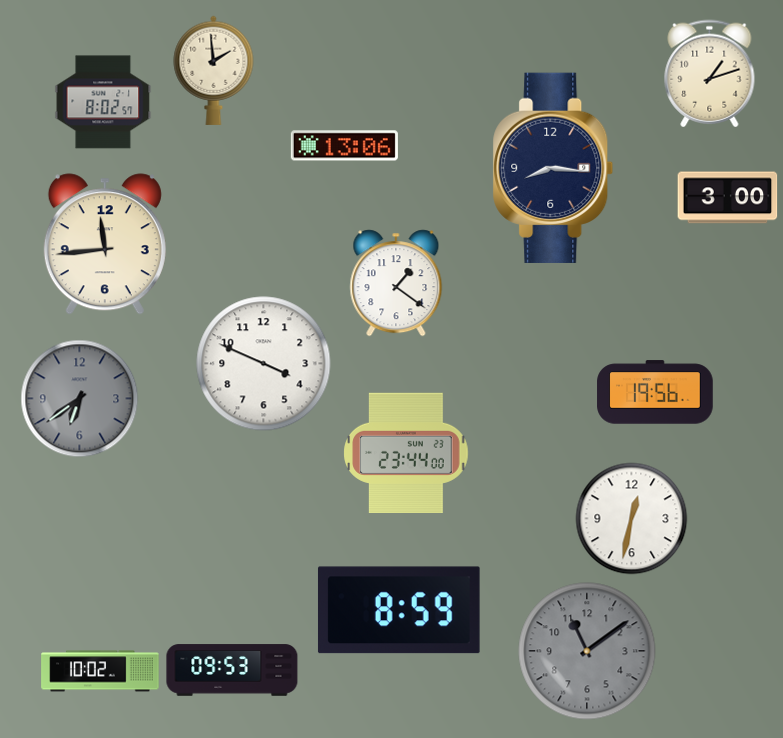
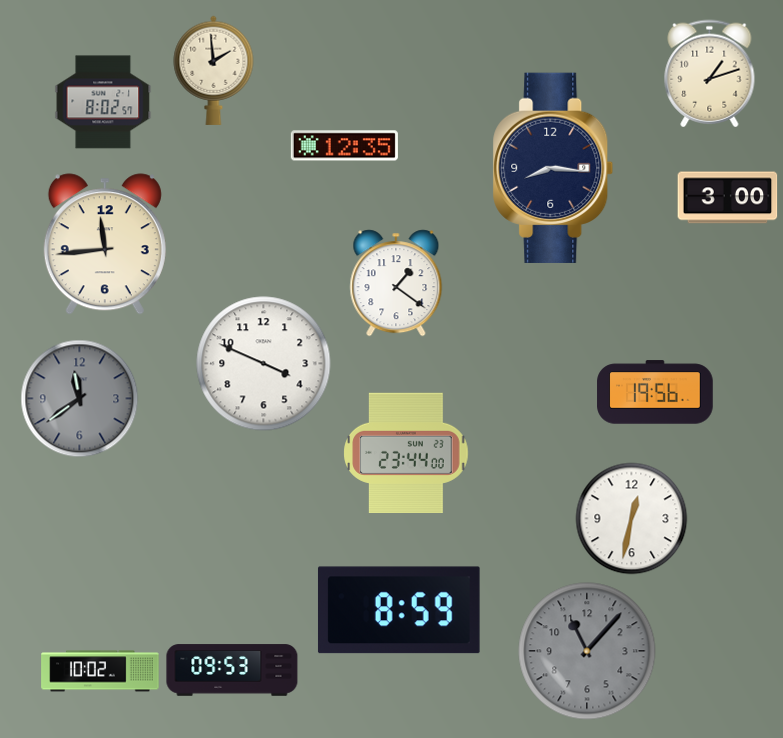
clock at (344, 146): 13:06 -> 12:35
clock at (80, 399): 6:39 -> 11:39
clock at (587, 651): 11:09 -> 11:07
